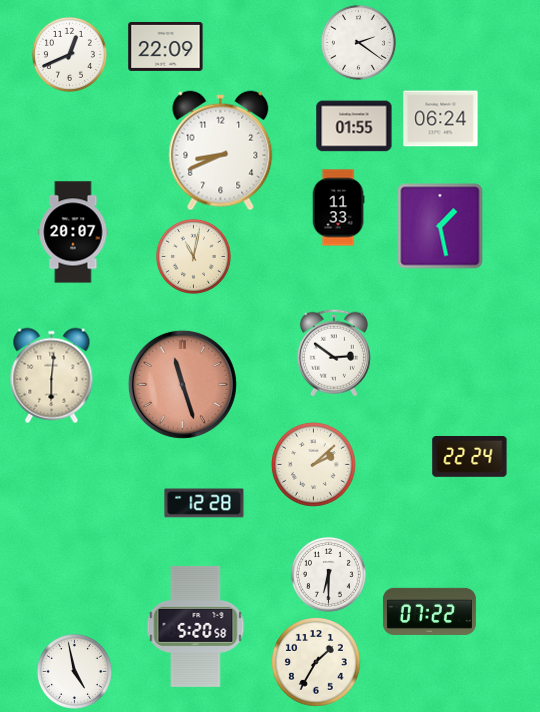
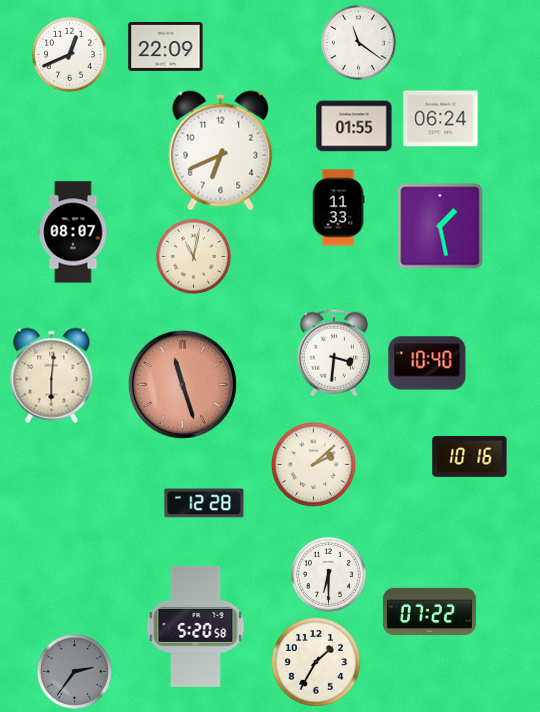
clock at (358, 42): 2:21 -> 11:21
clock at (221, 151): 8:41 -> 6:41
clock at (73, 232): 20:07 -> 08:07
clock at (334, 353): 2:51 -> 3:31
clock at (427, 363): none -> 10:40
clock at (470, 457): 22:24 -> 10:16
clock at (74, 671): 4:58 -> 2:36
clock at (74, 671) dial: white -> grey
